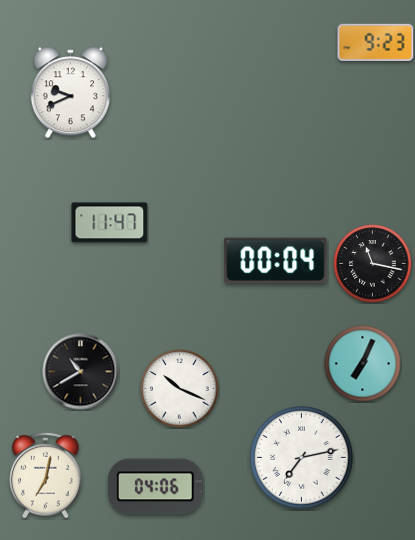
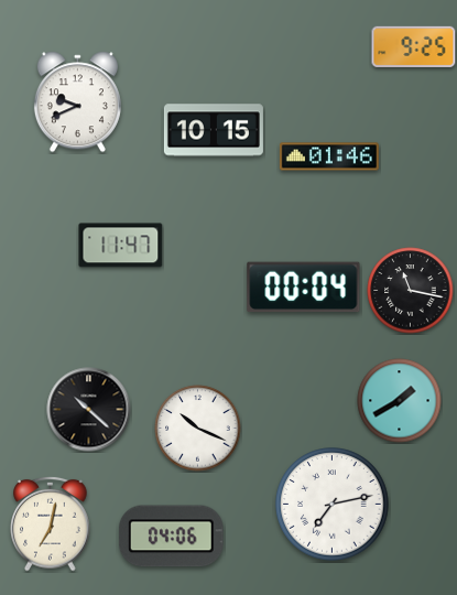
clock at (376, 42): 9:23 -> 9:25
clock at (214, 130): none -> 10:15
clock at (329, 156): none -> 01:46
clock at (363, 364): 7:04 -> 1:40
clock at (81, 372): 10:40 -> 10:22
